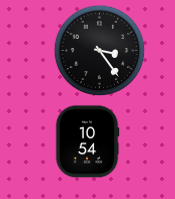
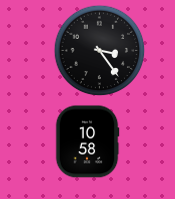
clock at (87, 142): 10:54 -> 10:58
